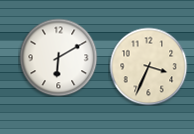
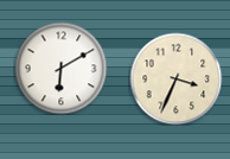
clock at (58, 57) position: (58, 57) -> (60, 68)
